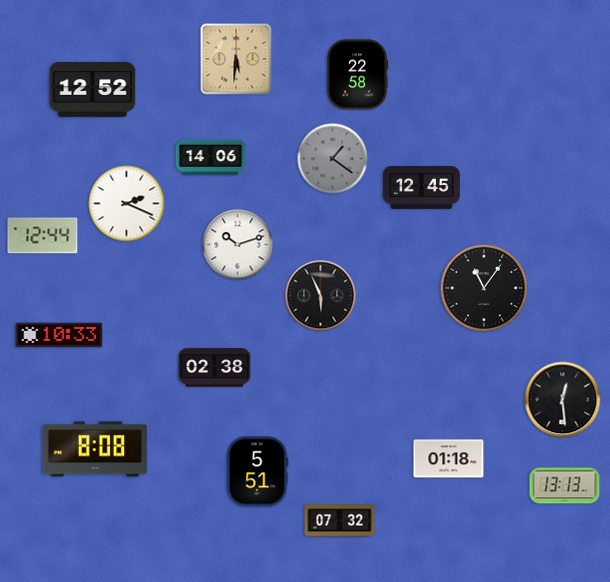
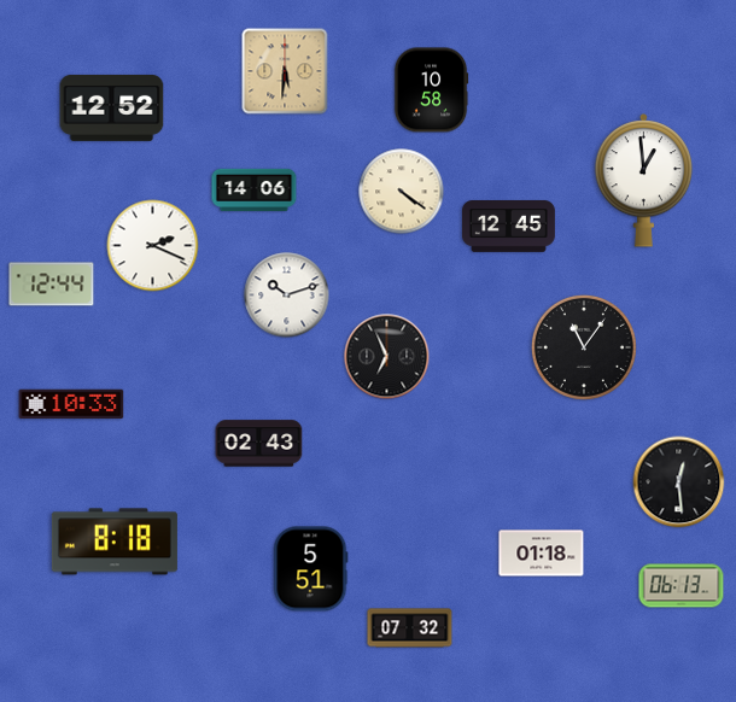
clock at (357, 75): 22:58 -> 10:58
clock at (644, 181): none -> 12:59
clock at (333, 159): 1:21 -> 4:21
clock at (333, 159) dial: grey -> cream
clock at (321, 296): 5:56 -> 6:56
clock at (215, 368): 02:38 -> 02:43
clock at (95, 449): 8:08 -> 8:18
clock at (565, 486): 13:13 -> 06:13
